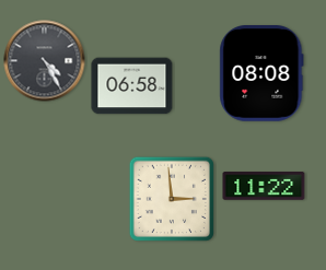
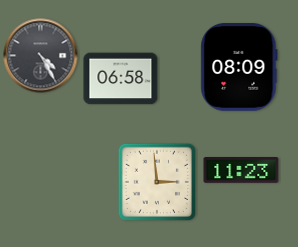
clock at (261, 74): 08:08 -> 08:09
clock at (264, 187): 11:22 -> 11:23
